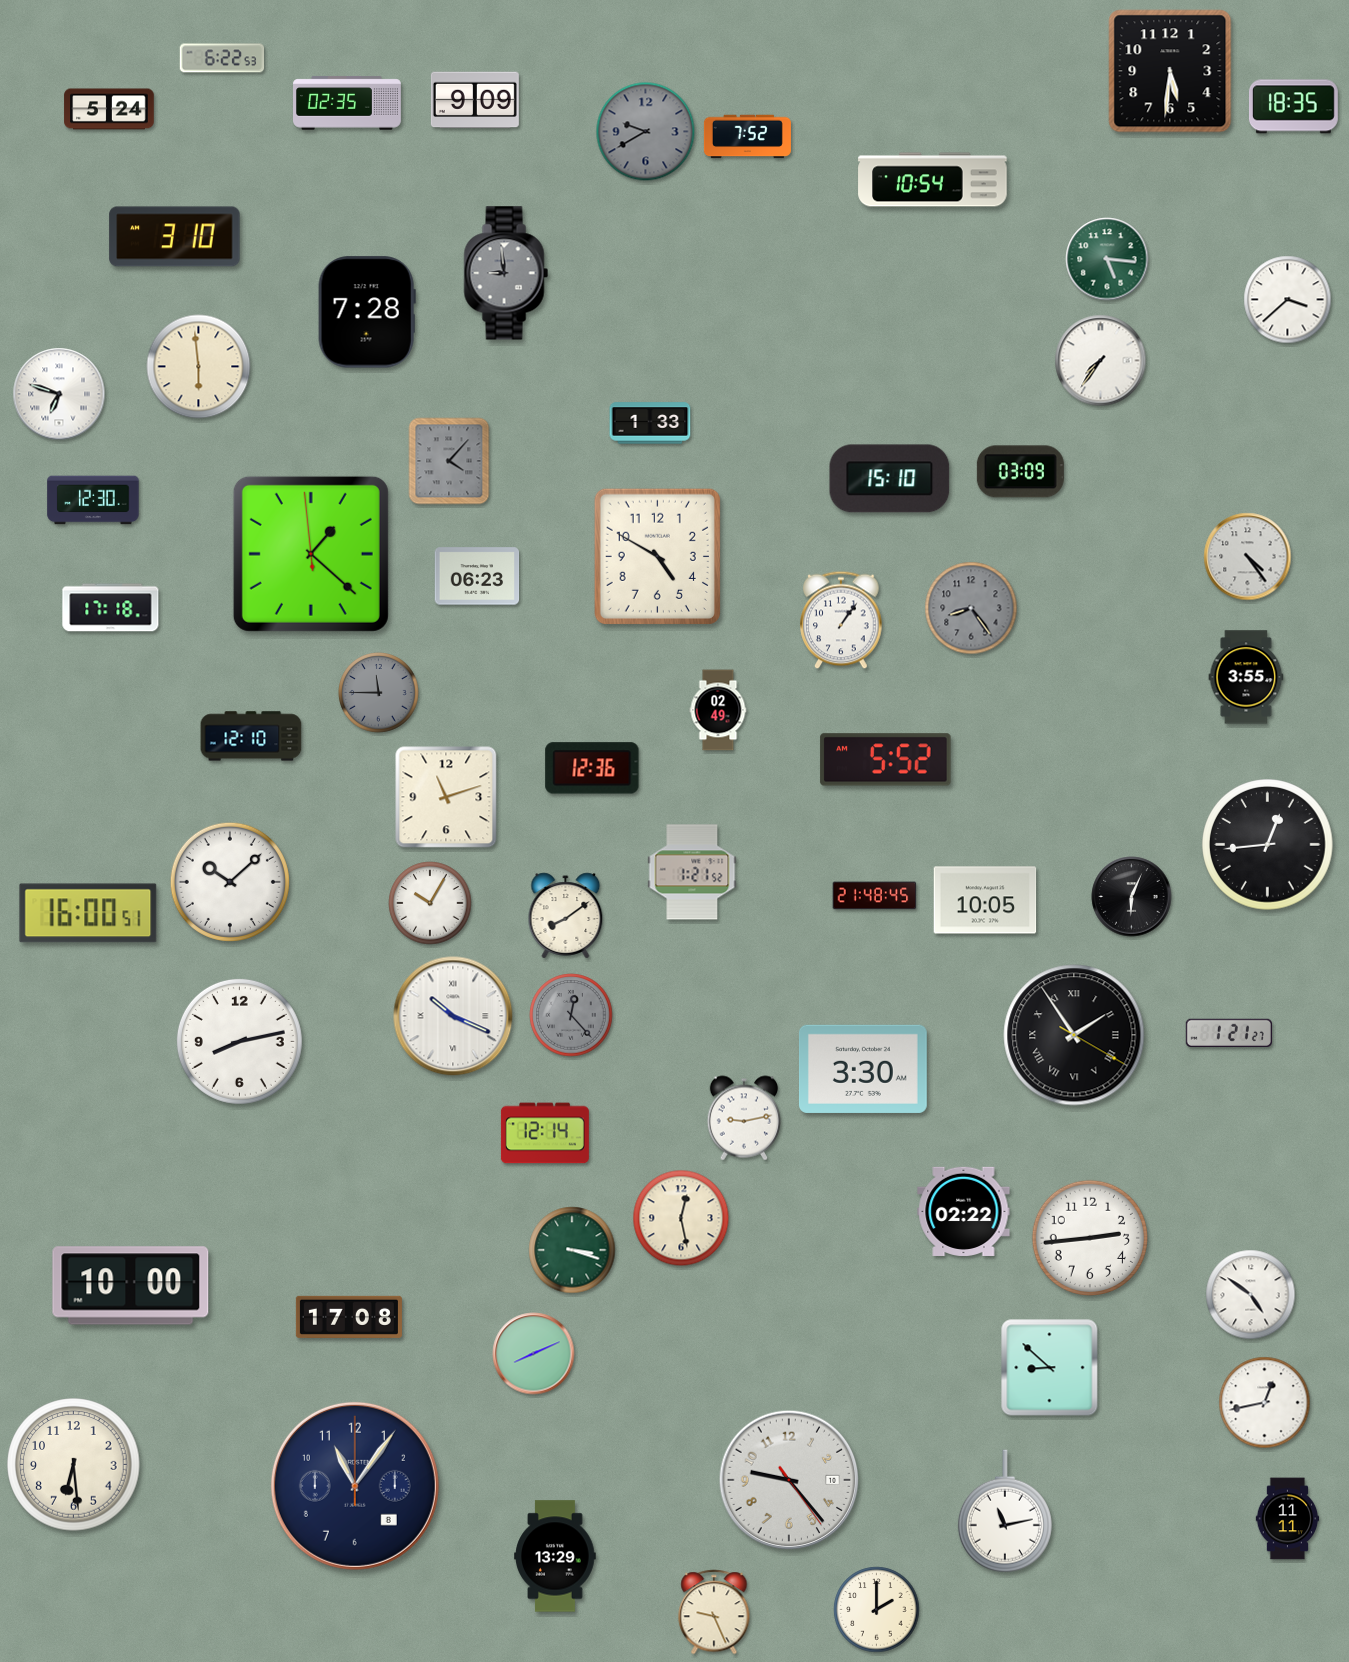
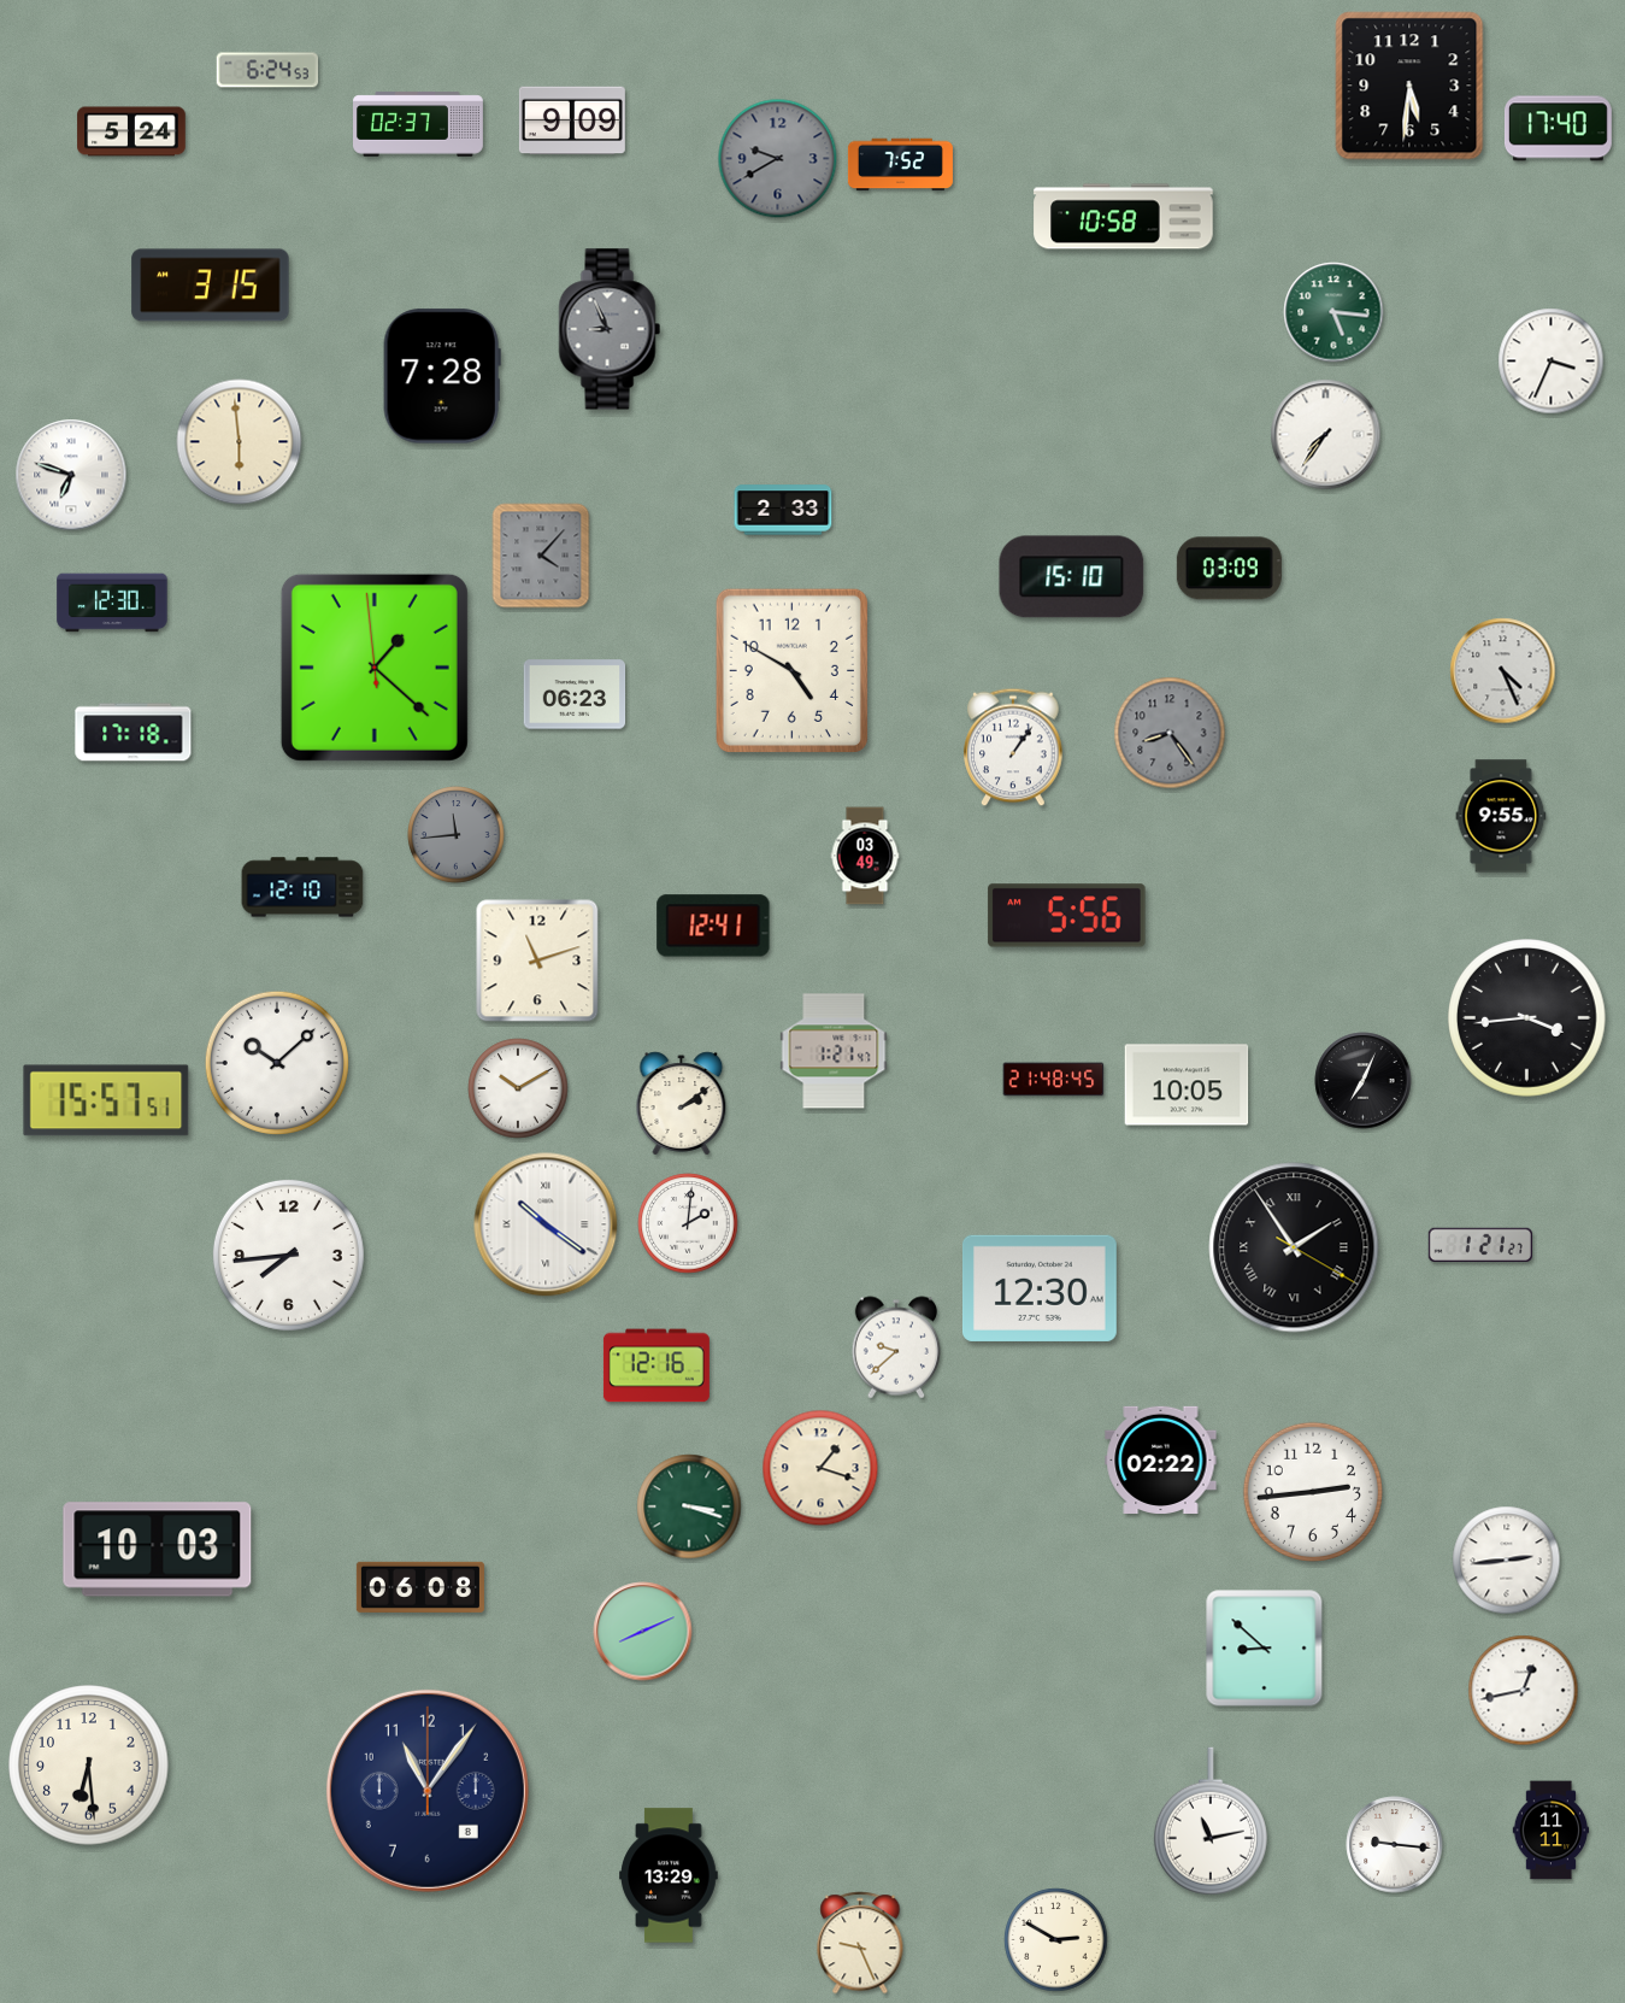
clock at (222, 58): 6:22 -> 6:24
clock at (348, 103): 02:35 -> 02:37
clock at (1293, 107): 18:35 -> 17:40
clock at (933, 180): 10:54 -> 10:58
clock at (175, 237): 3:10 -> 3:15
clock at (506, 273): 8:59 -> 8:56
clock at (1288, 300): 3:38 -> 3:34
clock at (650, 423): 1:33 -> 2:33
clock at (1248, 557): 4:24 -> 4:26
clock at (1246, 677): 3:55 -> 9:55
clock at (379, 693): 11:45 -> 11:44
clock at (718, 710): 02:49 -> 03:49
clock at (886, 760): 5:52 -> 5:56
clock at (592, 768): 12:36 -> 12:41
clock at (1268, 845): 12:44 -> 3:44
clock at (692, 872): 1:21:52 -> 1:21:47
clock at (1132, 897): 6:04 -> 7:04
clock at (430, 903): 10:05 -> 10:10
clock at (88, 913): 16:00 -> 15:57
clock at (566, 916): 8:09 -> 2:09
clock at (571, 1015): 12:23 -> 2:01
clock at (571, 1015) dial: grey -> white
clock at (453, 1016): 10:19 -> 10:21
clock at (239, 1041): 8:13 -> 7:44
clock at (863, 1069): 3:30 -> 12:30
clock at (744, 1118): 9:13 -> 9:38
clock at (545, 1133): 12:14 -> 12:16
clock at (681, 1218): 12:28 -> 1:18
clock at (131, 1286): 10:00 -> 10:03
clock at (1251, 1295): 4:51 -> 2:44
clock at (349, 1317): 17:08 -> 06:08
clock at (789, 1480): 9:23 -> none
clock at (1395, 1845): none -> 9:16
clock at (877, 1610): 2:00 -> 2:50
